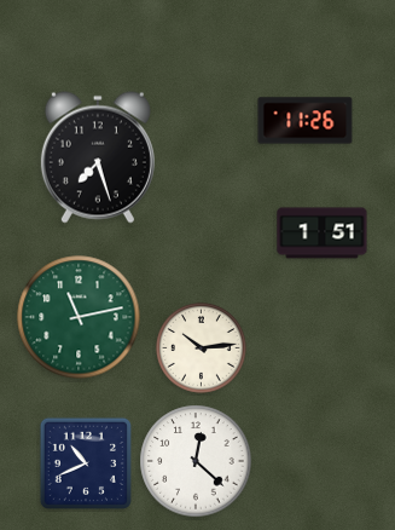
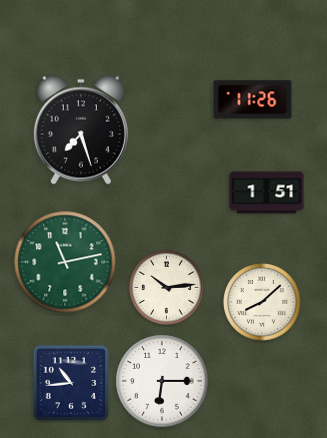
clock at (262, 302): none -> 8:08
clock at (196, 461): 12:22 -> 6:15
clock at (86, 463): 10:41 -> 10:44
